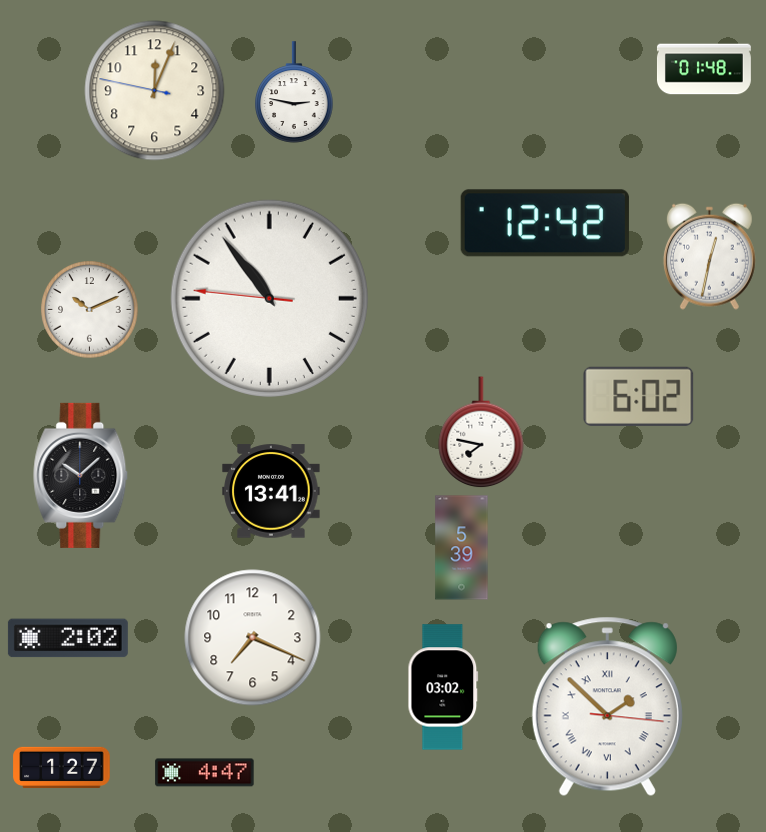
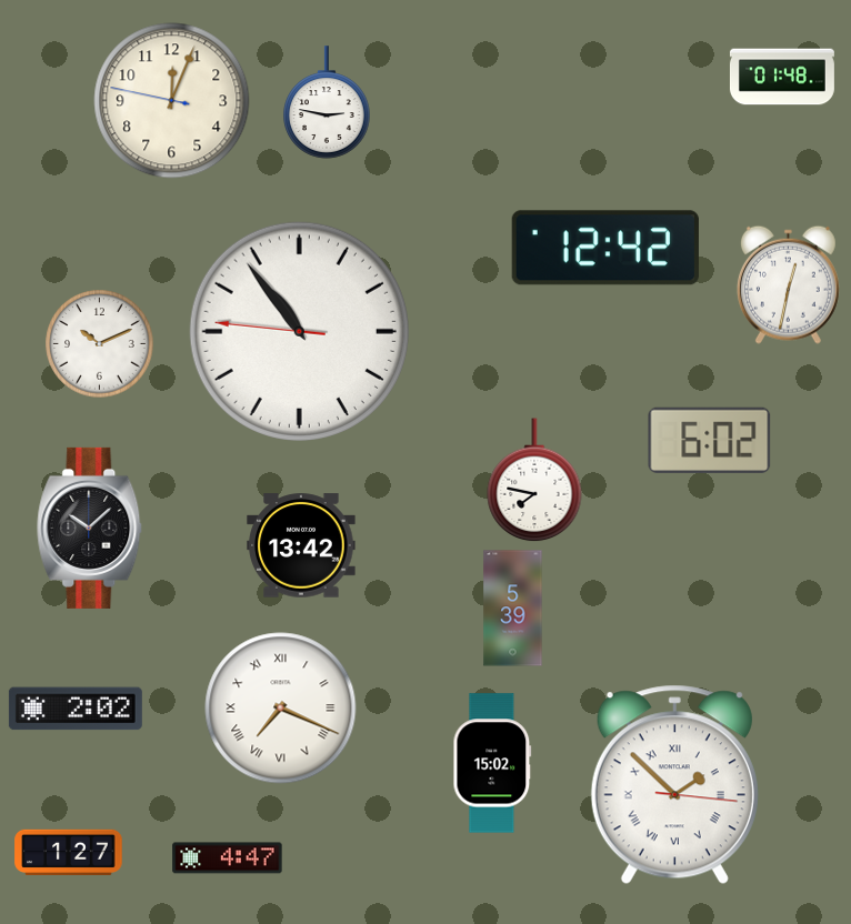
clock at (271, 491): 13:41 -> 13:42
clock at (253, 638) numerals: Arabic -> Roman
clock at (443, 687): 03:02 -> 15:02
